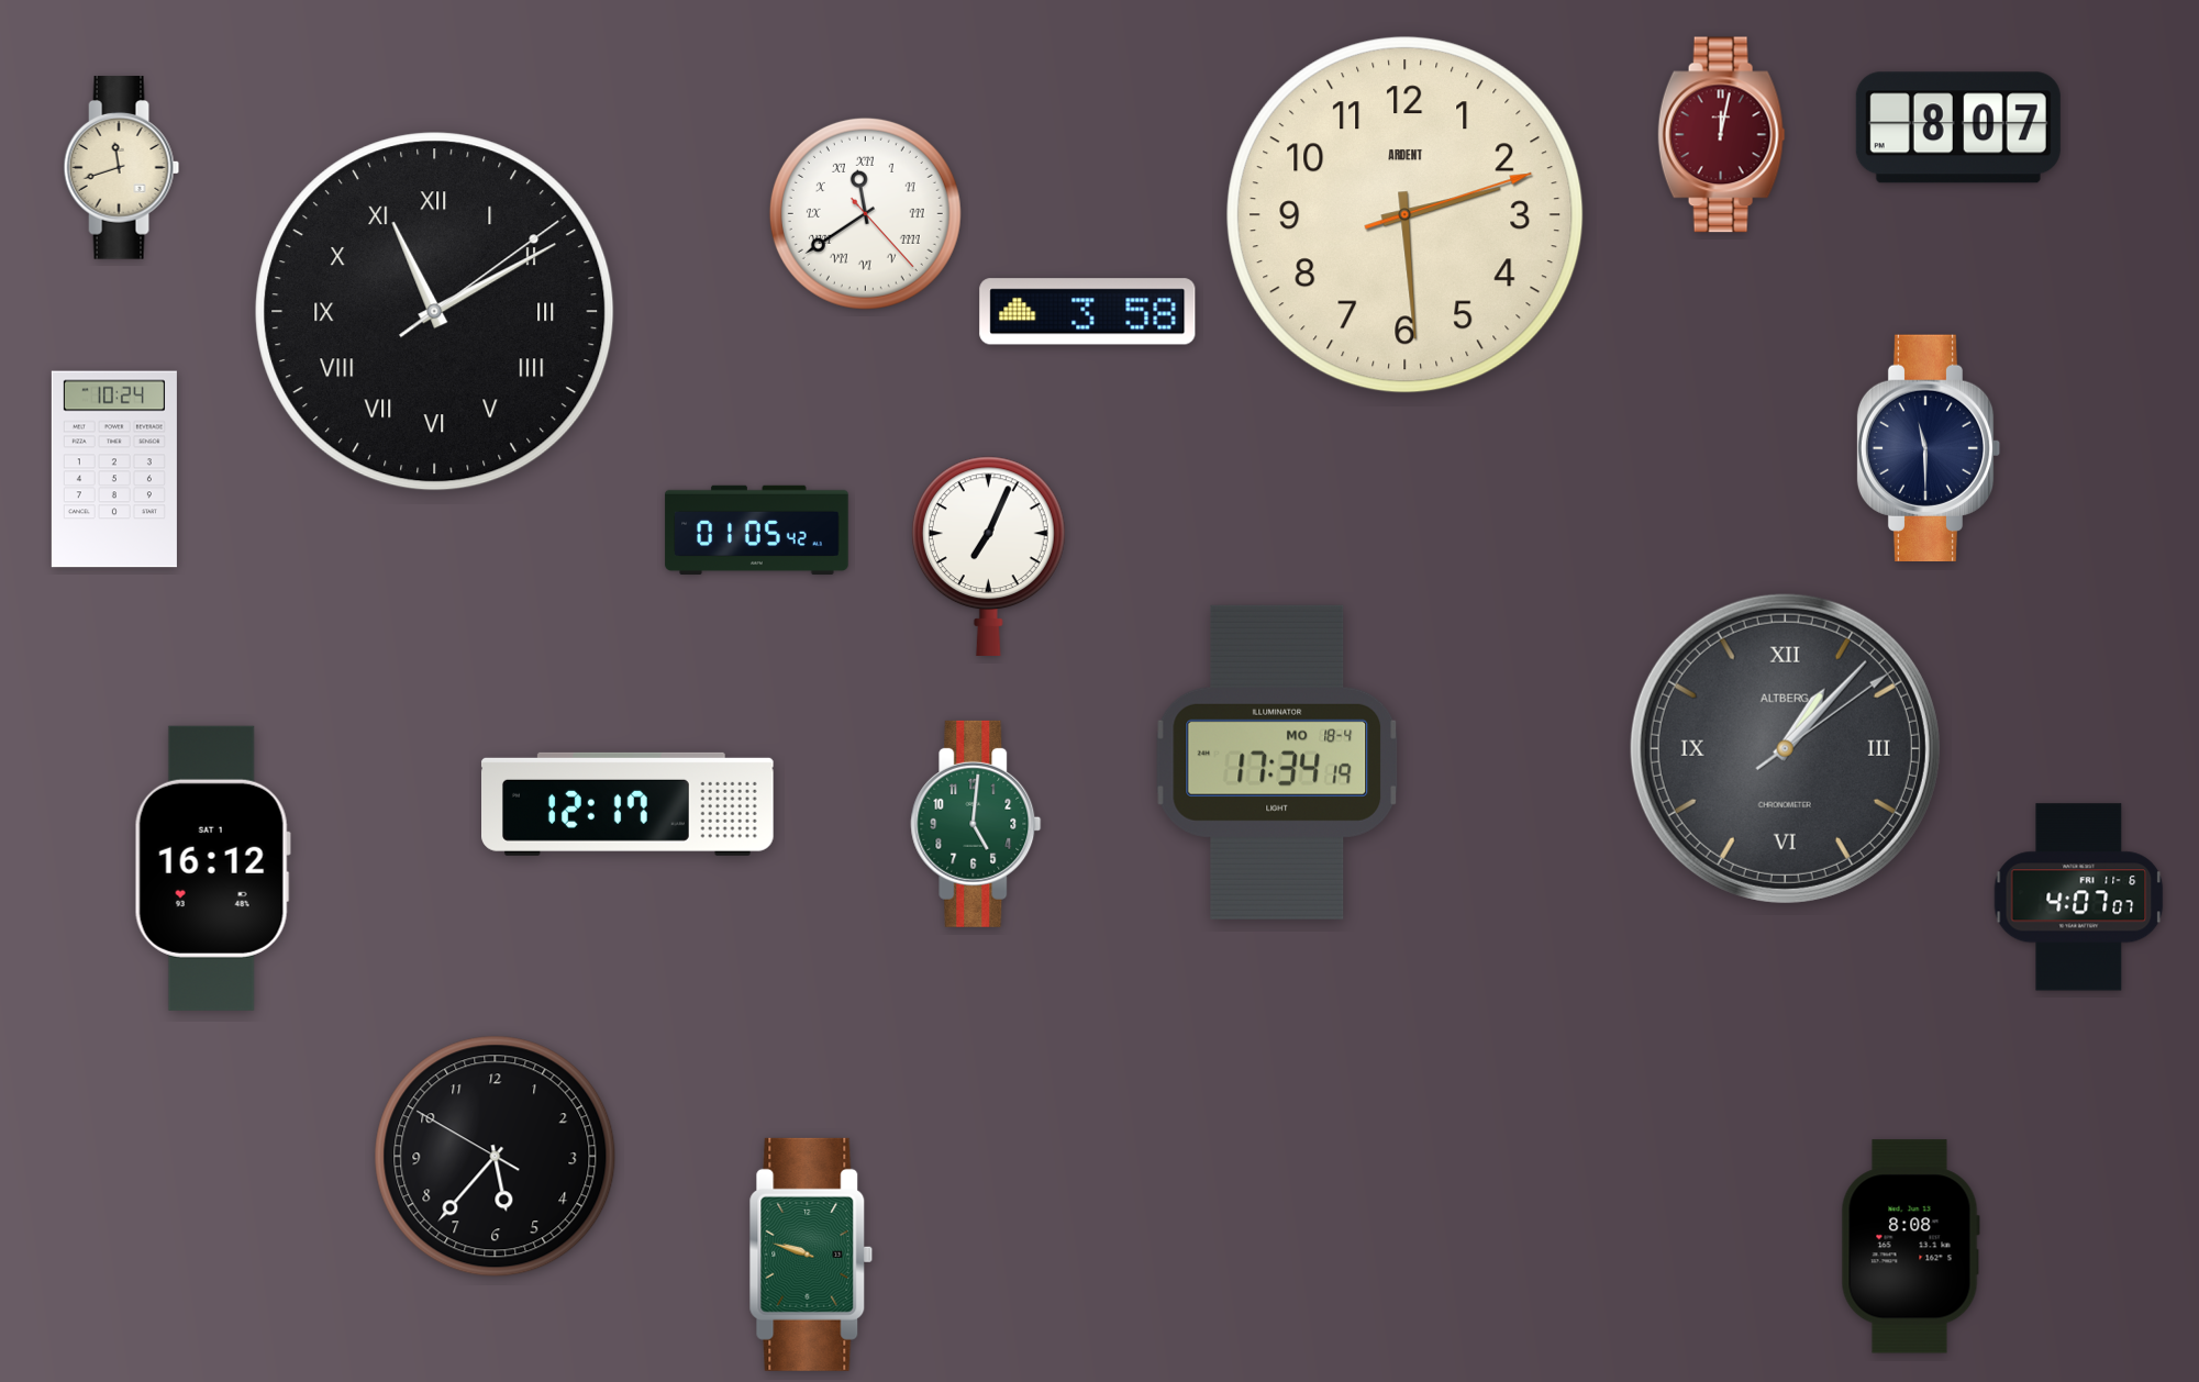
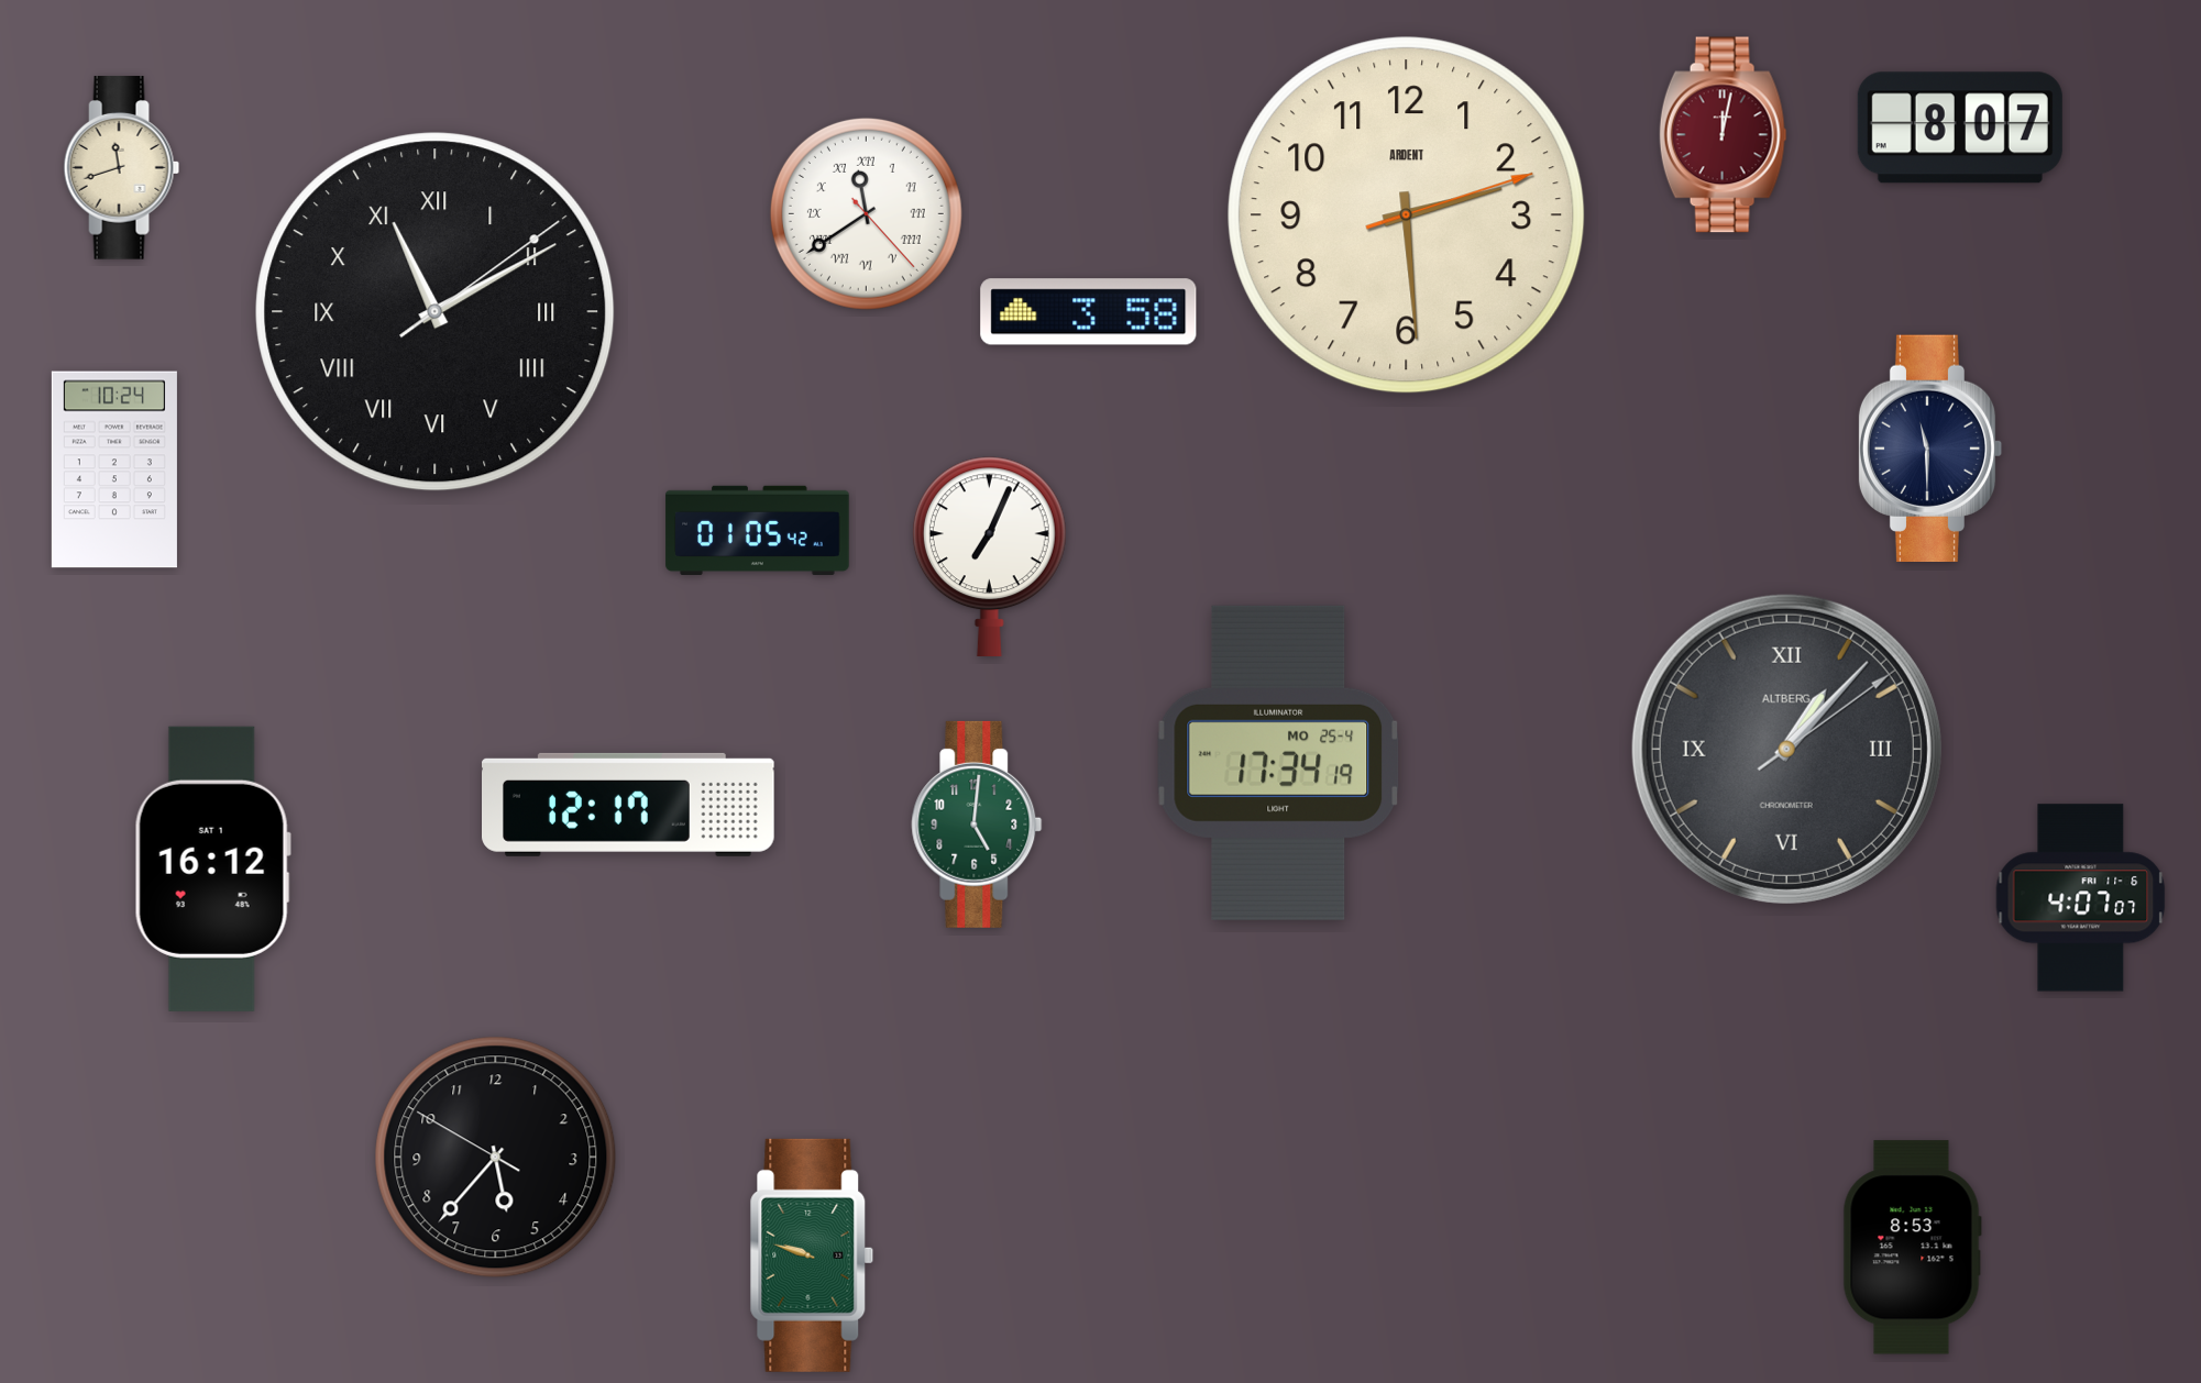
clock at (1277, 762) date: MO 18-4 -> MO 25-4
clock at (1910, 1247): 8:08 -> 8:53
